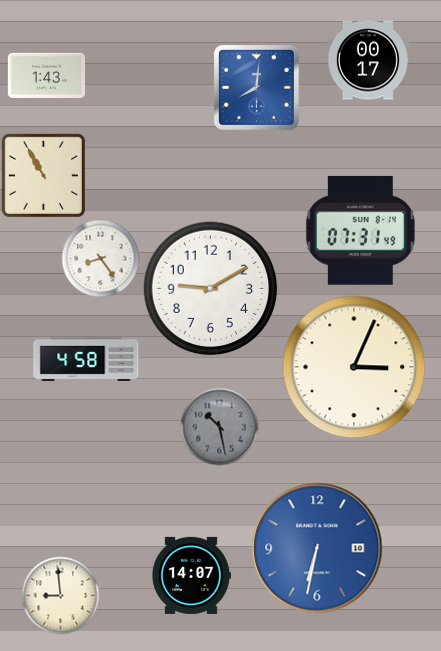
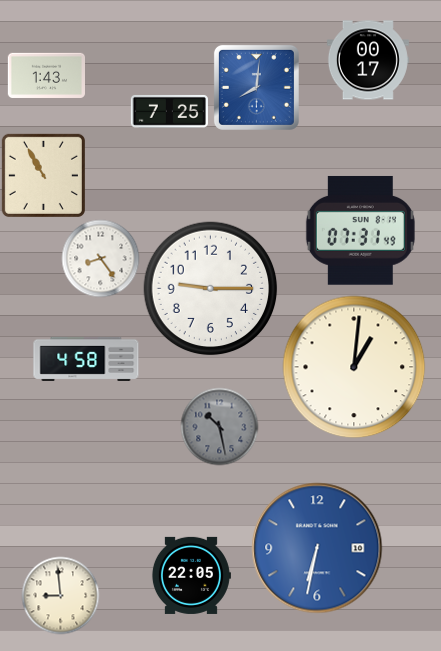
clock at (169, 112): none -> 7:25
clock at (211, 289): 9:10 -> 9:15
clock at (354, 367): 3:04 -> 1:01
clock at (191, 575): 14:07 -> 22:05
